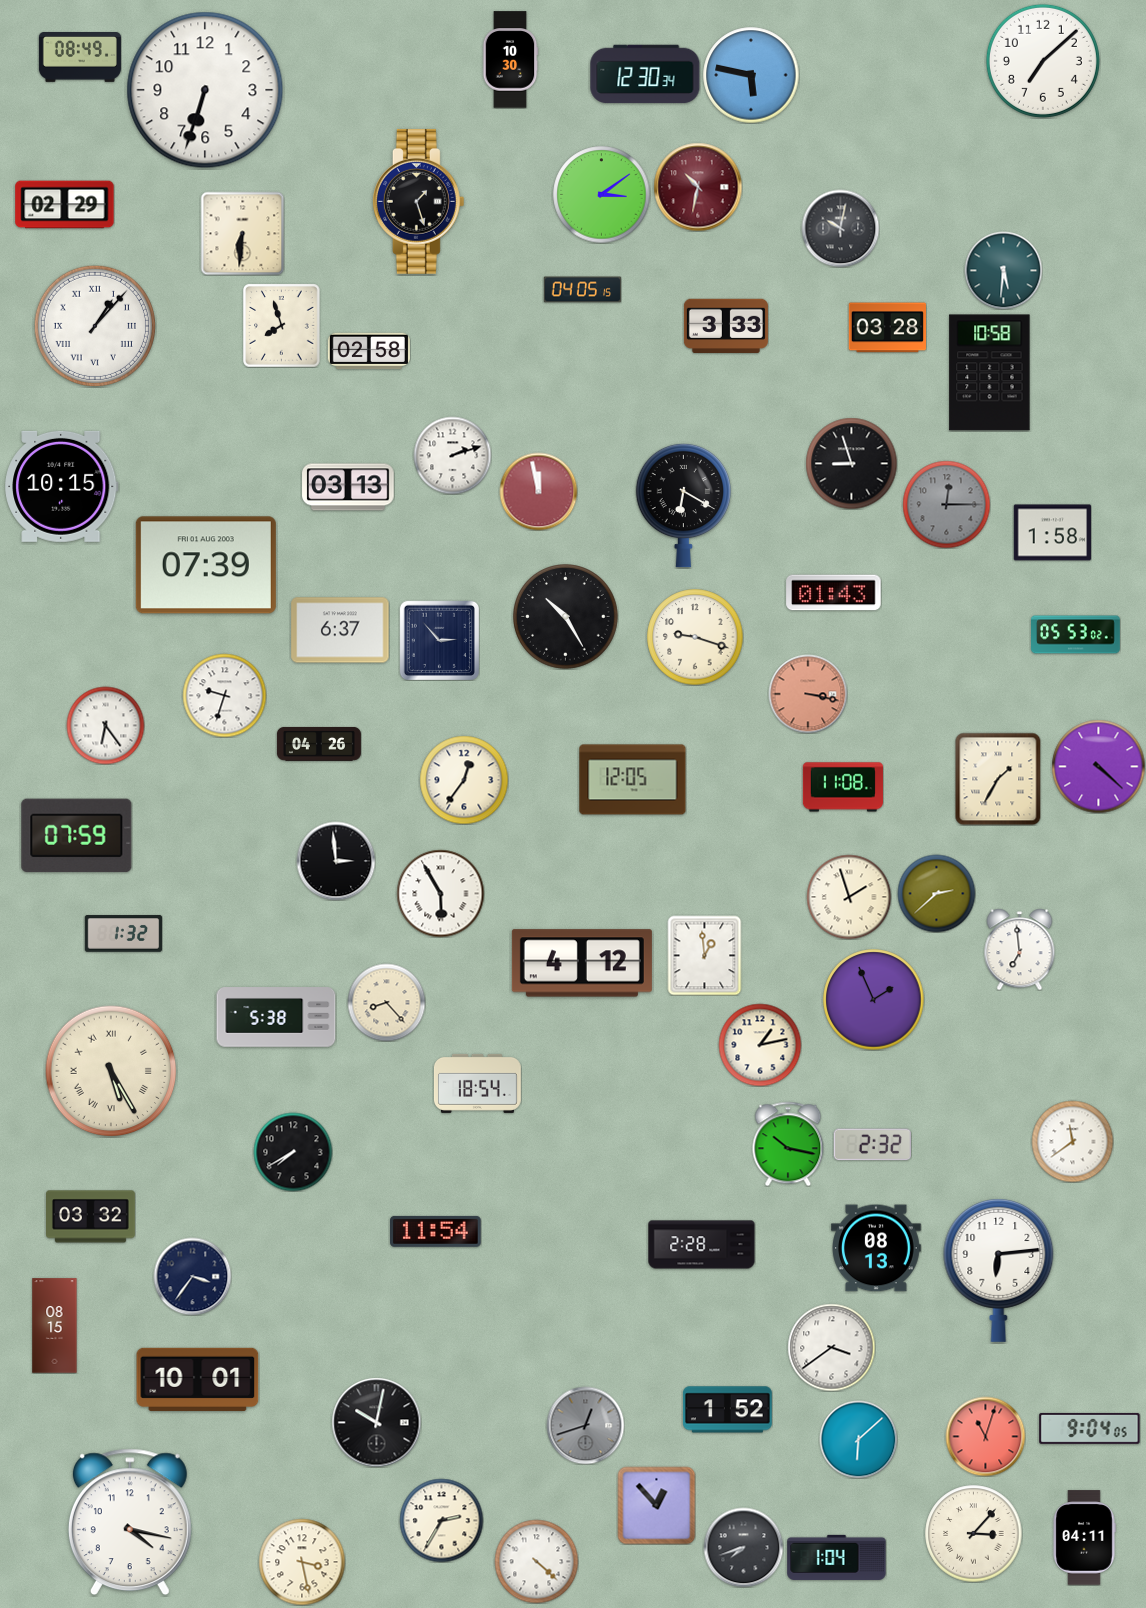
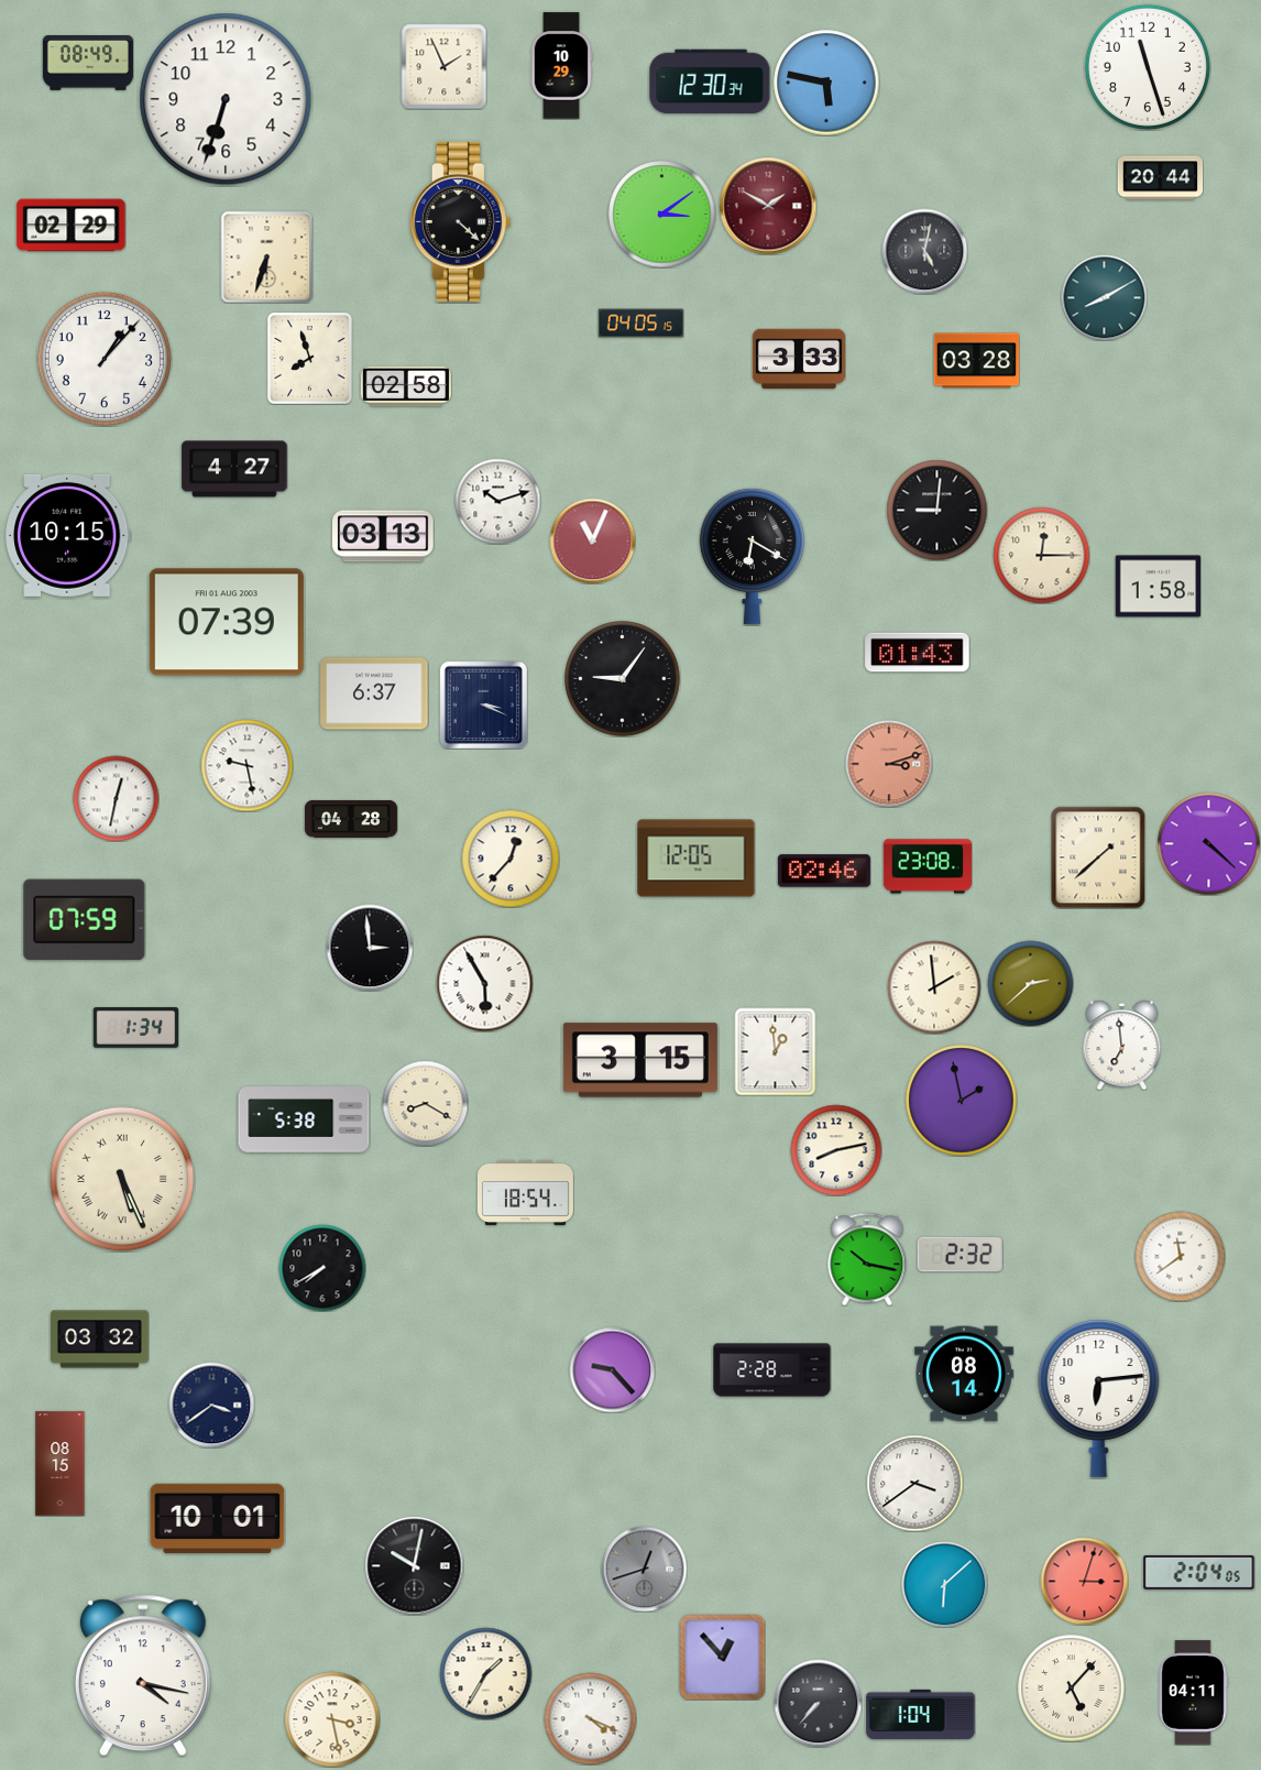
clock at (443, 66): none -> 1:56
clock at (510, 60): 10:30 -> 10:29
clock at (1043, 61): 7:08 -> 11:27
clock at (1160, 178): none -> 20:44
clock at (698, 187): 10:32 -> 1:50
clock at (418, 201): 1:27 -> 4:22
clock at (840, 228): 10:02 -> 5:02
clock at (242, 233): 6:31 -> 6:33
clock at (1003, 270): 5:31 -> 8:10
clock at (582, 290) position: (582, 290) -> (640, 324)
clock at (95, 326) numerals: Roman -> Arabic
clock at (990, 373): 10:58 -> none
clock at (234, 469): none -> 4:27
clock at (452, 455): 2:12 -> 10:12
clock at (851, 463): 8:57 -> 9:01
clock at (538, 491): 11:58 -> 11:04
clock at (946, 504) dial: grey -> cream
clock at (566, 617): 10:25 -> 9:06
clock at (1076, 635): 05:53 -> none
clock at (695, 637): 9:18 -> none
clock at (439, 640): 2:53 -> 3:19
clock at (808, 694): 3:17 -> 3:12
clock at (224, 695): 9:33 -> 9:28
clock at (105, 725): 6:24 -> 12:32
clock at (319, 744): 04:26 -> 04:28
clock at (998, 779): 1:35 -> 1:38
clock at (464, 780): 12:36 -> 12:37
clock at (843, 787): 11:08 -> 23:08
clock at (824, 871): none -> 02:46
clock at (849, 897): 1:57 -> 1:59
clock at (123, 934): 1:32 -> 1:34
clock at (582, 963): 4:12 -> 3:15
clock at (874, 1000): 1:56 -> 1:58
clock at (386, 1002): 8:23 -> 8:20
clock at (760, 1045): 1:13 -> 8:13
clock at (111, 1071): 5:25 -> 5:26
clock at (872, 1145) position: (872, 1145) -> (960, 1255)
clock at (436, 1231): 11:54 -> none
clock at (612, 1369): none -> 9:23
clock at (877, 1248): 08:13 -> 08:14
clock at (192, 1276): 3:36 -> 3:39
clock at (55, 1326) position: (55, 1326) -> (61, 1464)
clock at (727, 1410): 1:52 -> none
clock at (1090, 1429): 9:04 -> 2:04
clock at (985, 1436): 11:03 -> 3:03
clock at (441, 1520): 2:35 -> 1:35
clock at (974, 1534): 3:07 -> 5:07
clock at (743, 1547): 7:42 -> 7:37
clock at (536, 1561): 4:22 -> 4:19
